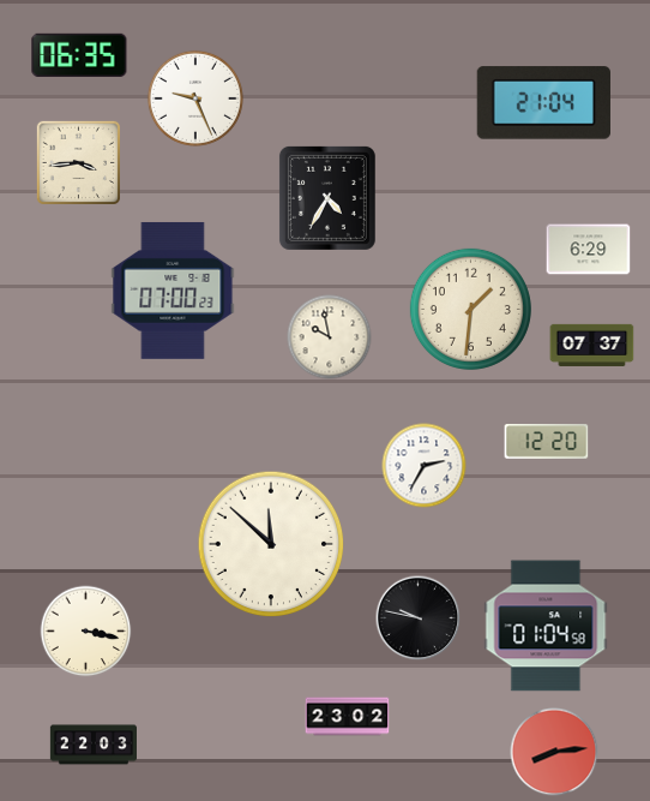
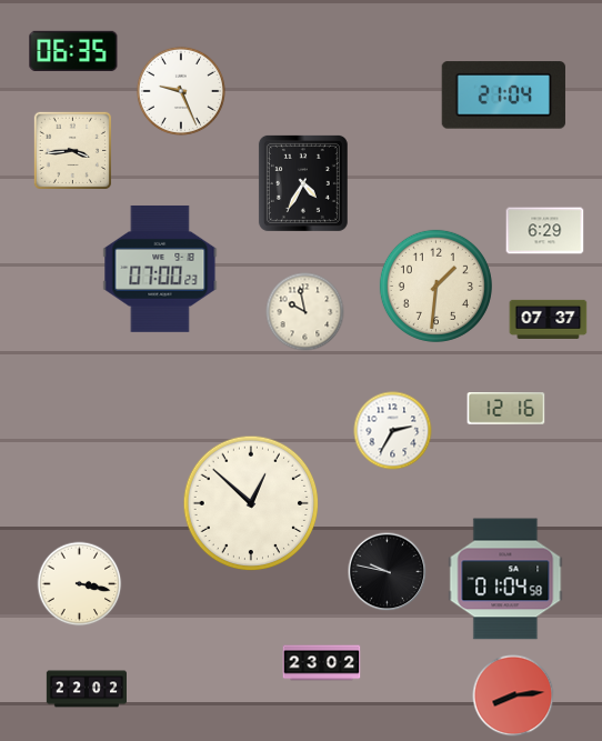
clock at (547, 442): 12:20 -> 12:16
clock at (271, 544): 11:52 -> 12:52
clock at (92, 745): 22:03 -> 22:02
